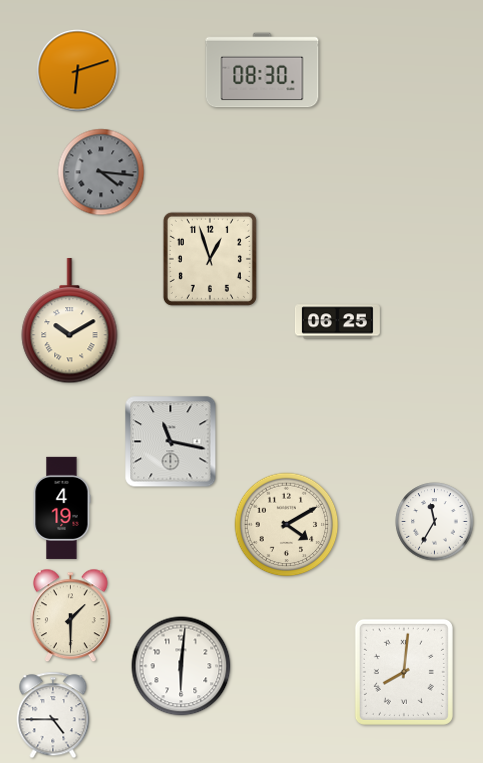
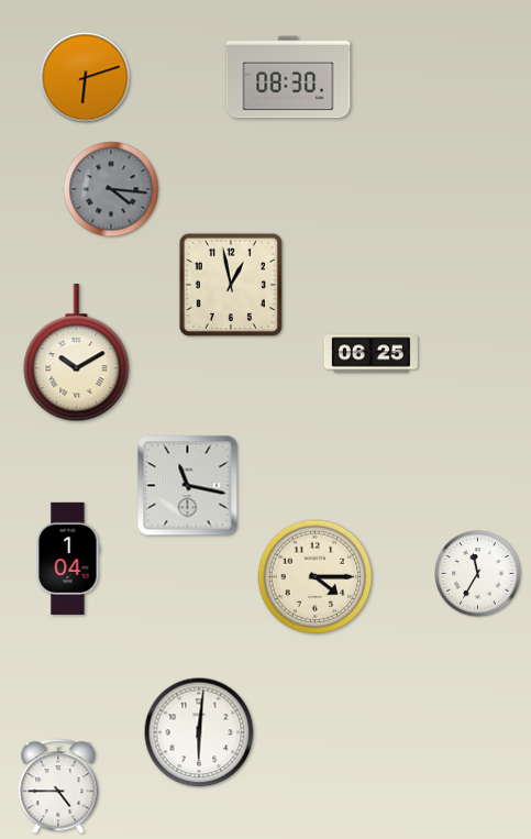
clock at (210, 259): 12:57 -> 12:58
clock at (62, 508): 4:19 -> 1:04
clock at (287, 525): 4:10 -> 4:15
clock at (71, 616): 1:30 -> none
clock at (404, 672): 8:01 -> none
